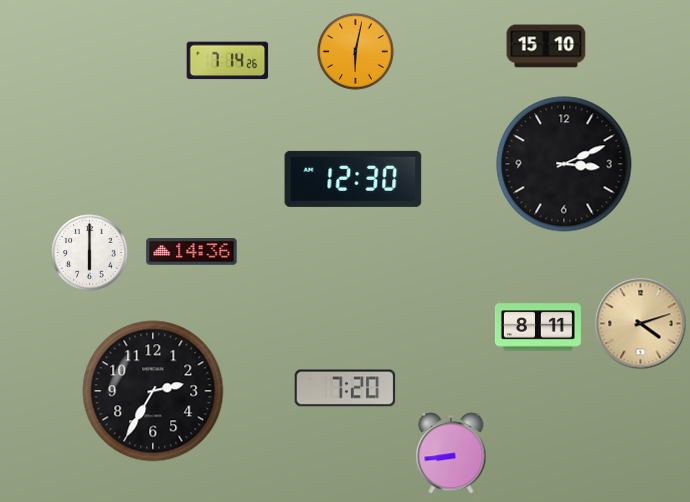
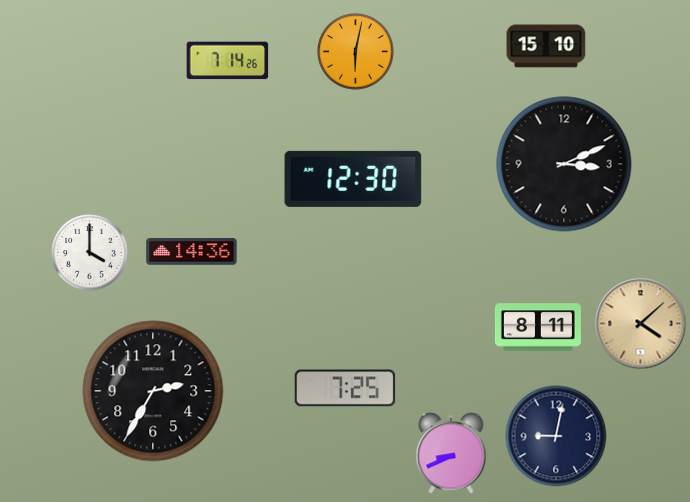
clock at (90, 253): 6:00 -> 4:00
clock at (641, 324): 4:12 -> 4:08
clock at (345, 388): 7:20 -> 7:25
clock at (556, 436): none -> 9:02
clock at (451, 453): 8:44 -> 8:41
